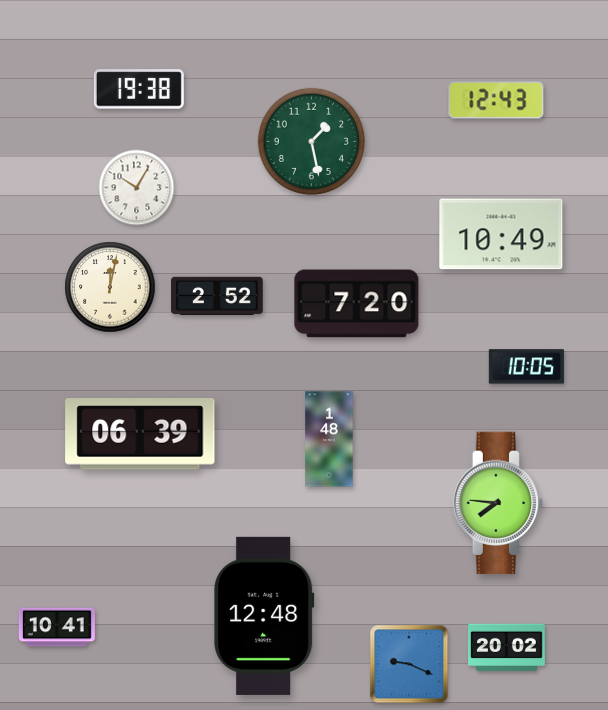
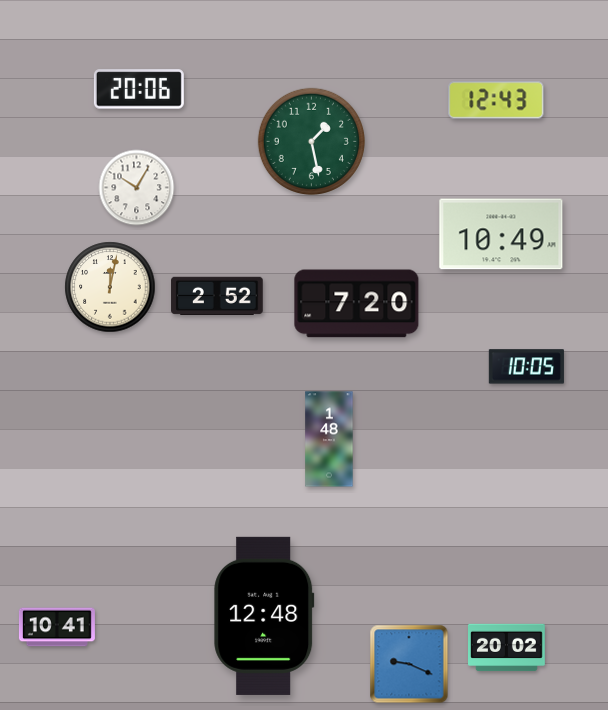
clock at (139, 89): 19:38 -> 20:06
clock at (140, 434): 06:39 -> none
clock at (498, 503): 7:46 -> none
